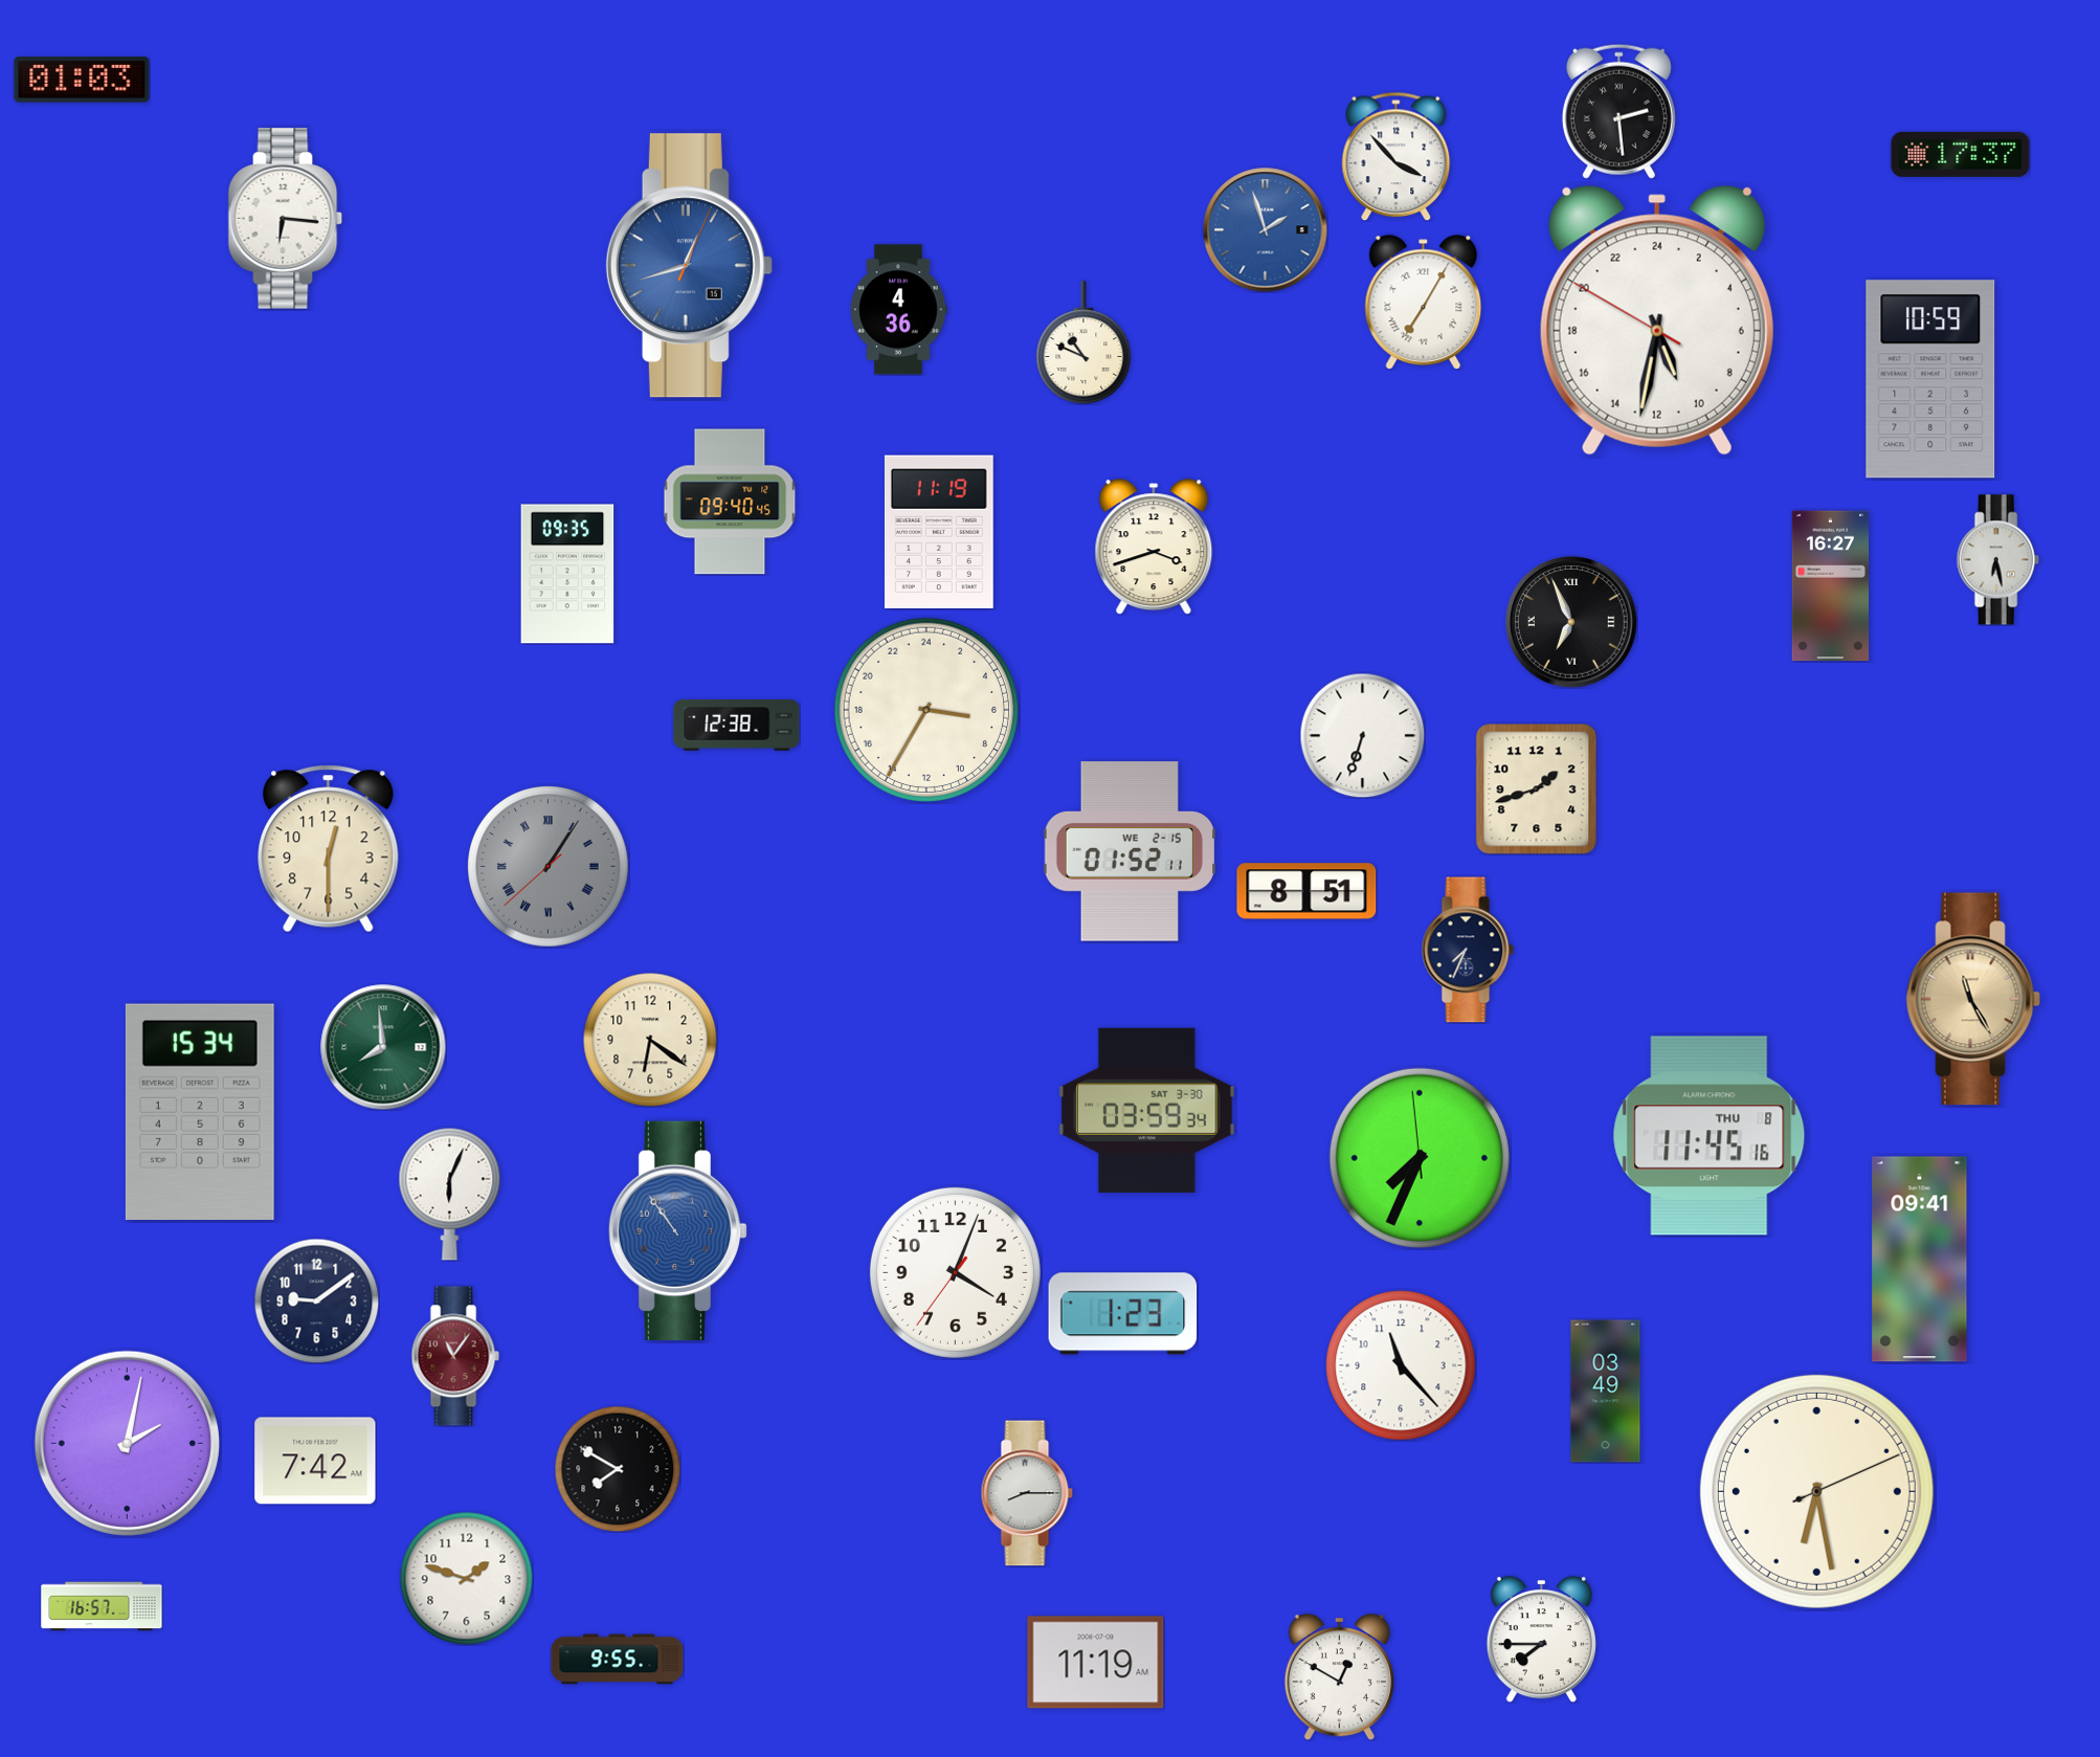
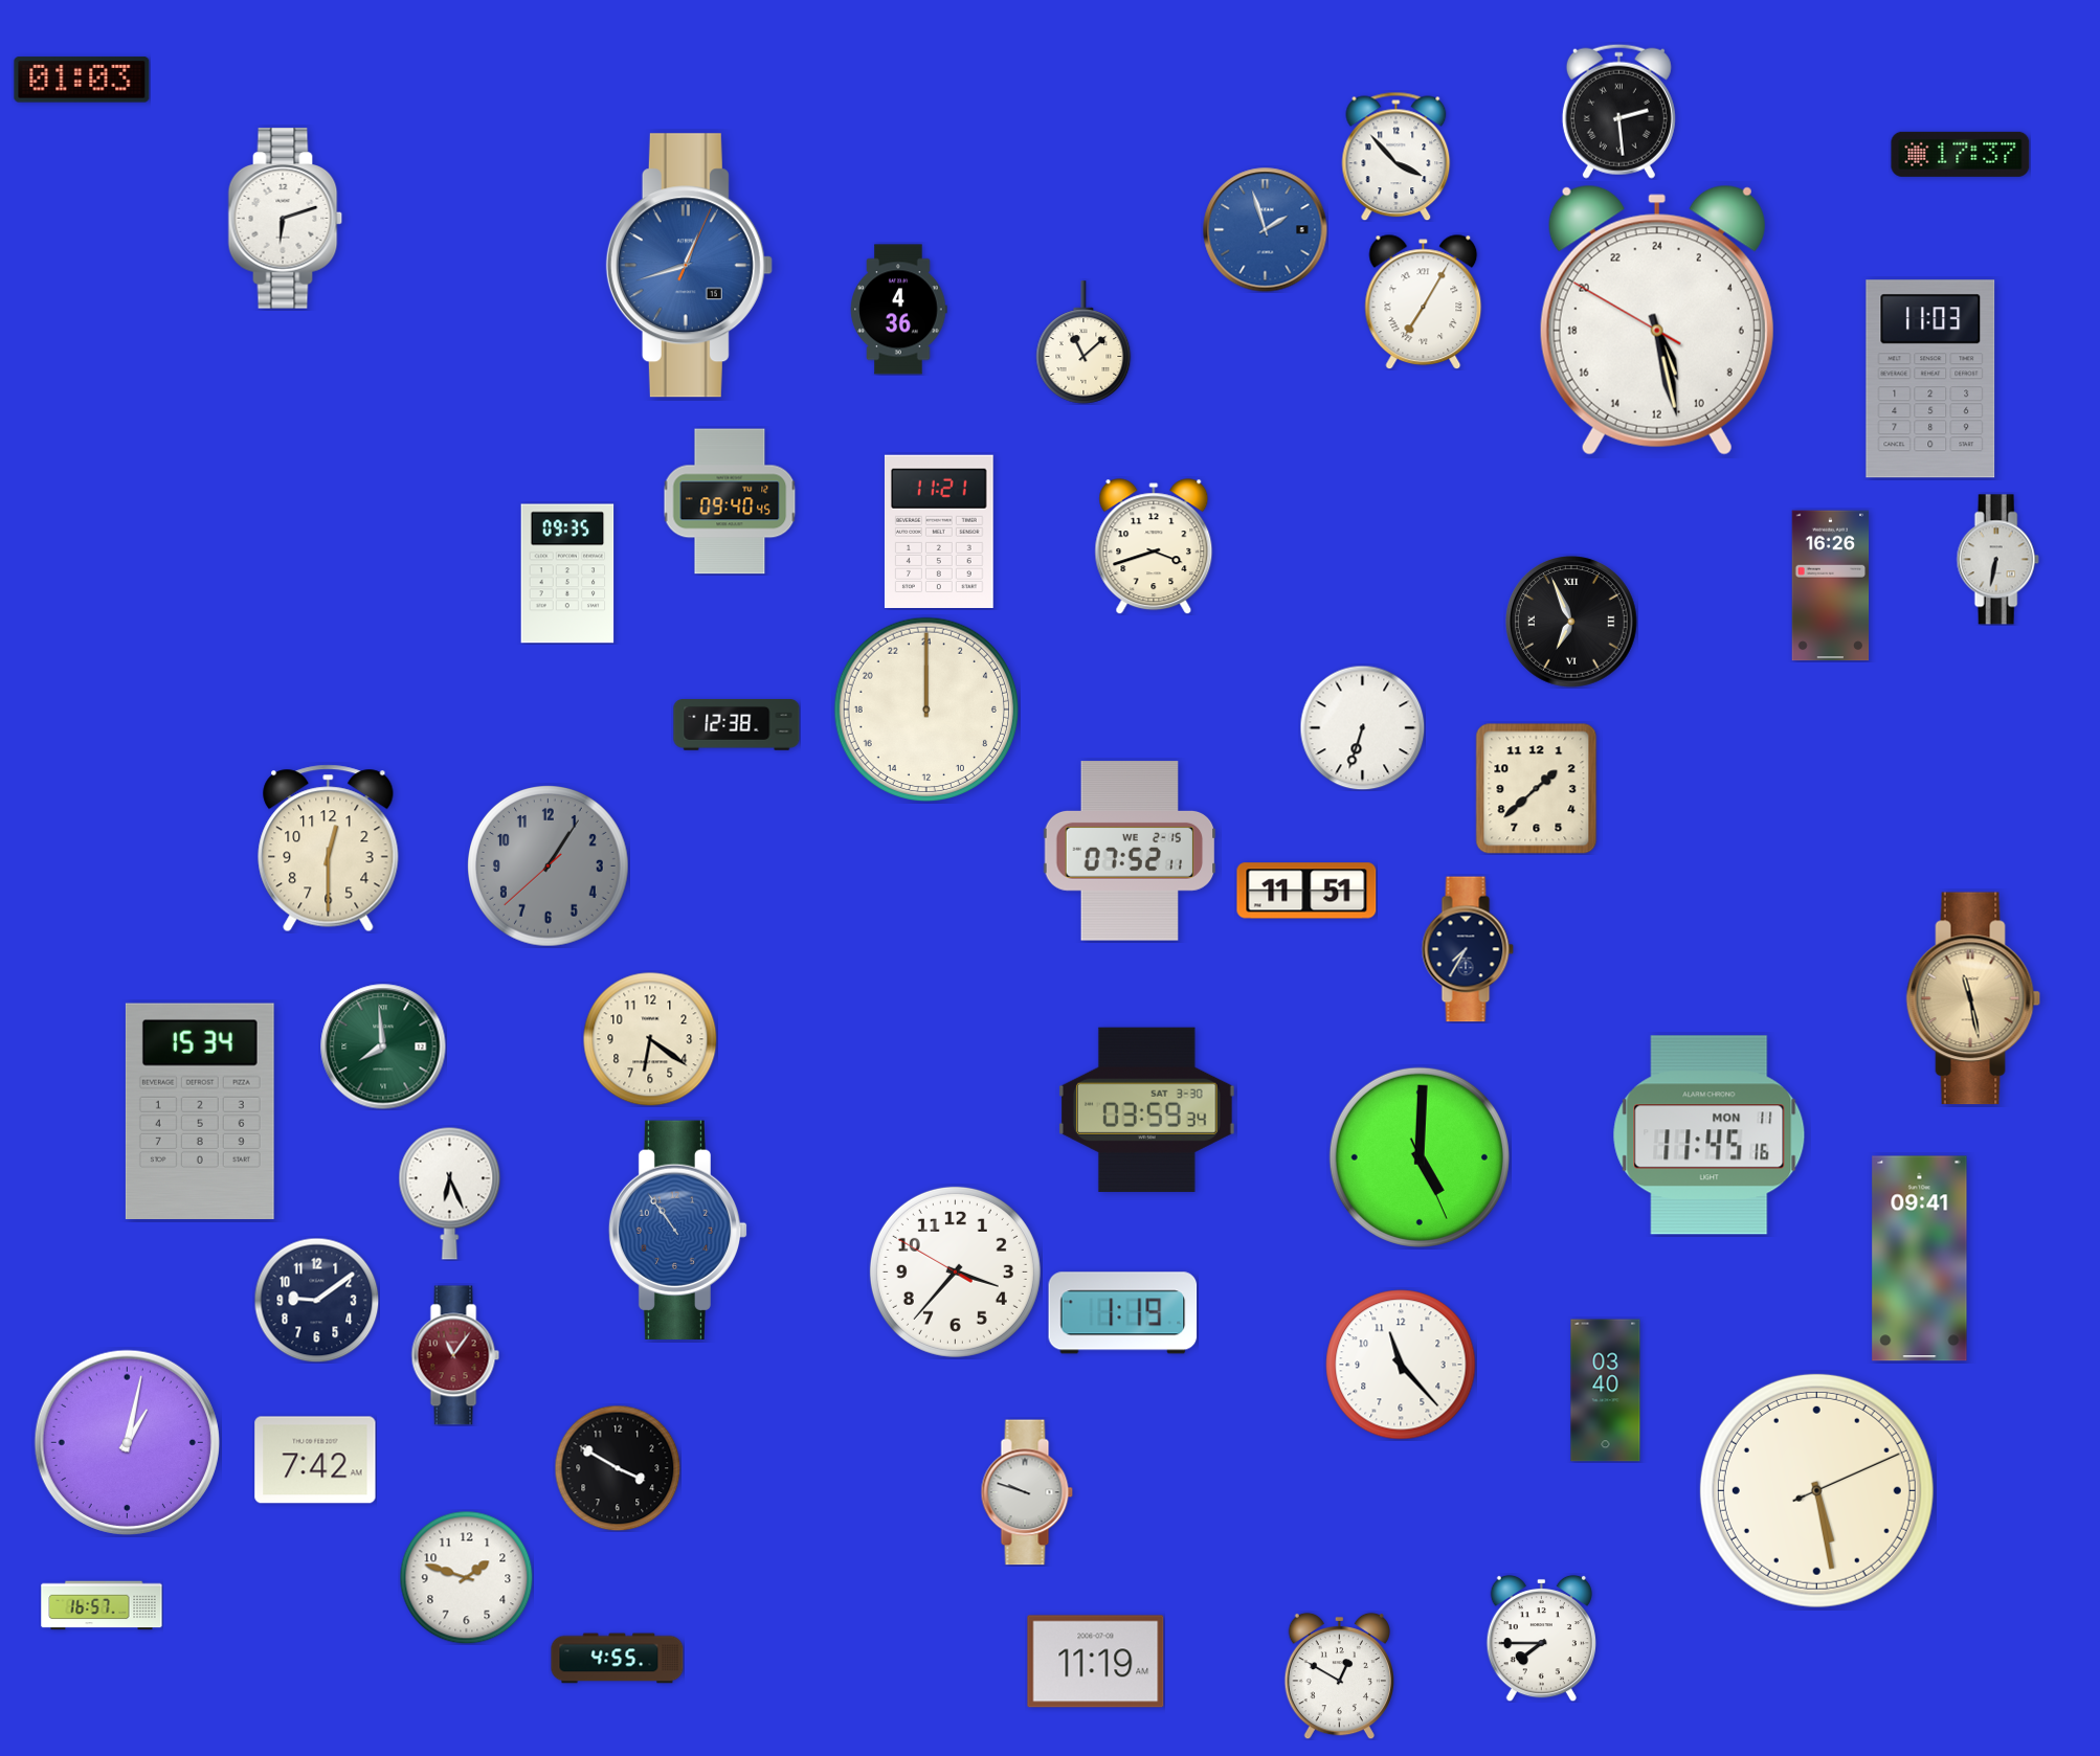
clock at (286, 219): 6:16 -> 6:12
clock at (1657, 320): 10:31 -> 10:27
clock at (1083, 342): 10:49 -> 11:08
clock at (1930, 379): 10:59 -> 11:03
clock at (939, 532): 11:19 -> 11:21
clock at (1997, 560): 6:28 -> 6:32
clock at (1831, 586): 16:27 -> 16:26
clock at (925, 709): 6:35 -> 0:00
clock at (1362, 735) position: (1362, 735) -> (1362, 727)
clock at (1537, 788): 1:42 -> 1:38
clock at (1130, 851): 01:52 -> 07:52
clock at (549, 867) numerals: Roman -> Arabic
clock at (1306, 891): 8:51 -> 11:51
clock at (1468, 950): 7:34 -> 7:35
clock at (1973, 999): 11:25 -> 11:28
clock at (1710, 1136) date: THU 8 -> MON 11
clock at (1420, 1158): 7:33 -> 5:00
clock at (450, 1194): 6:04 -> 6:26
clock at (955, 1272): 4:03 -> 3:36
clock at (1123, 1314): 1:23 -> 1:19
clock at (1606, 1392): 03:49 -> 03:40
clock at (127, 1443): 2:02 -> 1:02
clock at (618, 1469): 7:50 -> 3:50
clock at (1816, 1491): 6:28 -> 5:28
clock at (1027, 1493): 8:15 -> 9:48
clock at (618, 1660): 9:55 -> 4:55
